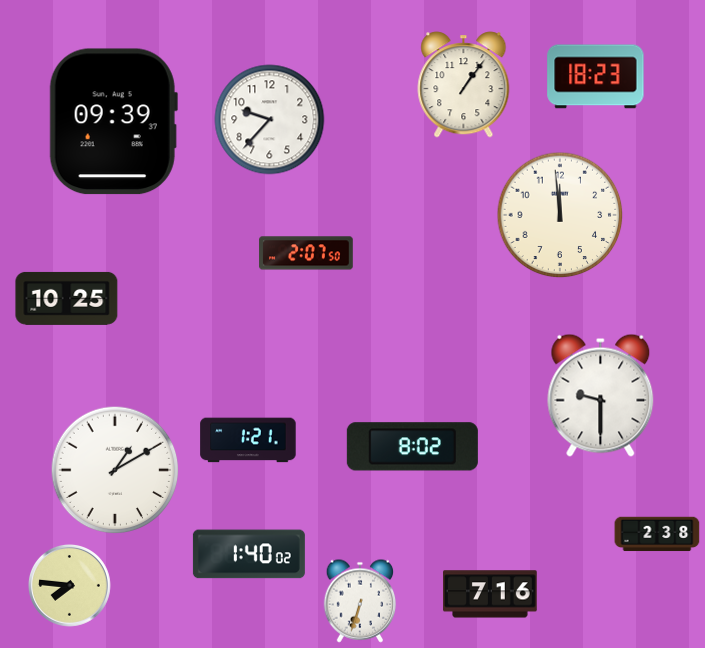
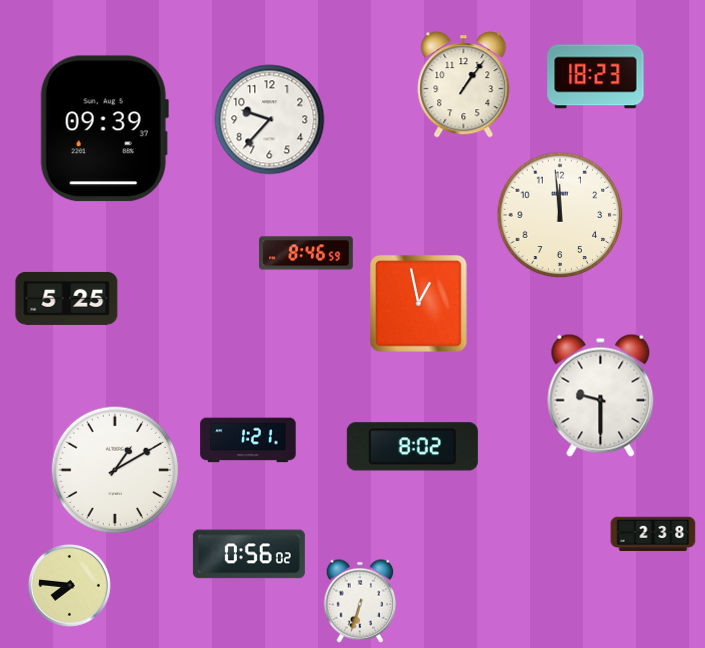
clock at (113, 122) position: (113, 122) -> (104, 129)
clock at (306, 253): 2:07 -> 8:46
clock at (67, 298): 10:25 -> 5:25
clock at (419, 304): none -> 12:58
clock at (657, 534) position: (657, 534) -> (653, 534)
clock at (249, 554): 1:40 -> 0:56
clock at (490, 594): 7:16 -> none
